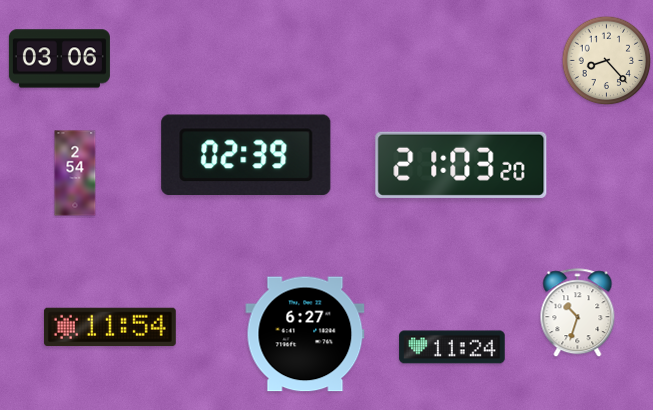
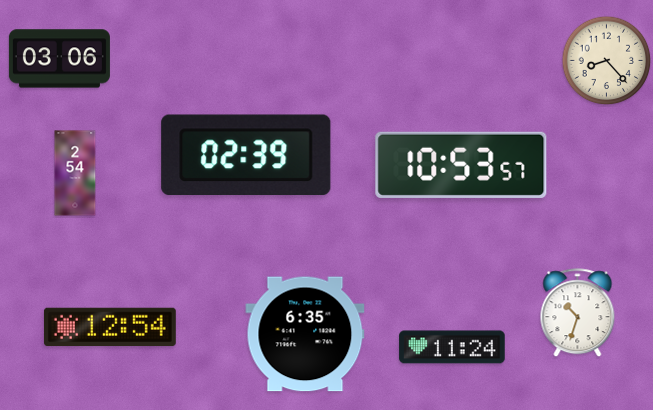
clock at (461, 165): 21:03 -> 10:53
clock at (110, 327): 11:54 -> 12:54
clock at (305, 334): 6:27 -> 6:35
